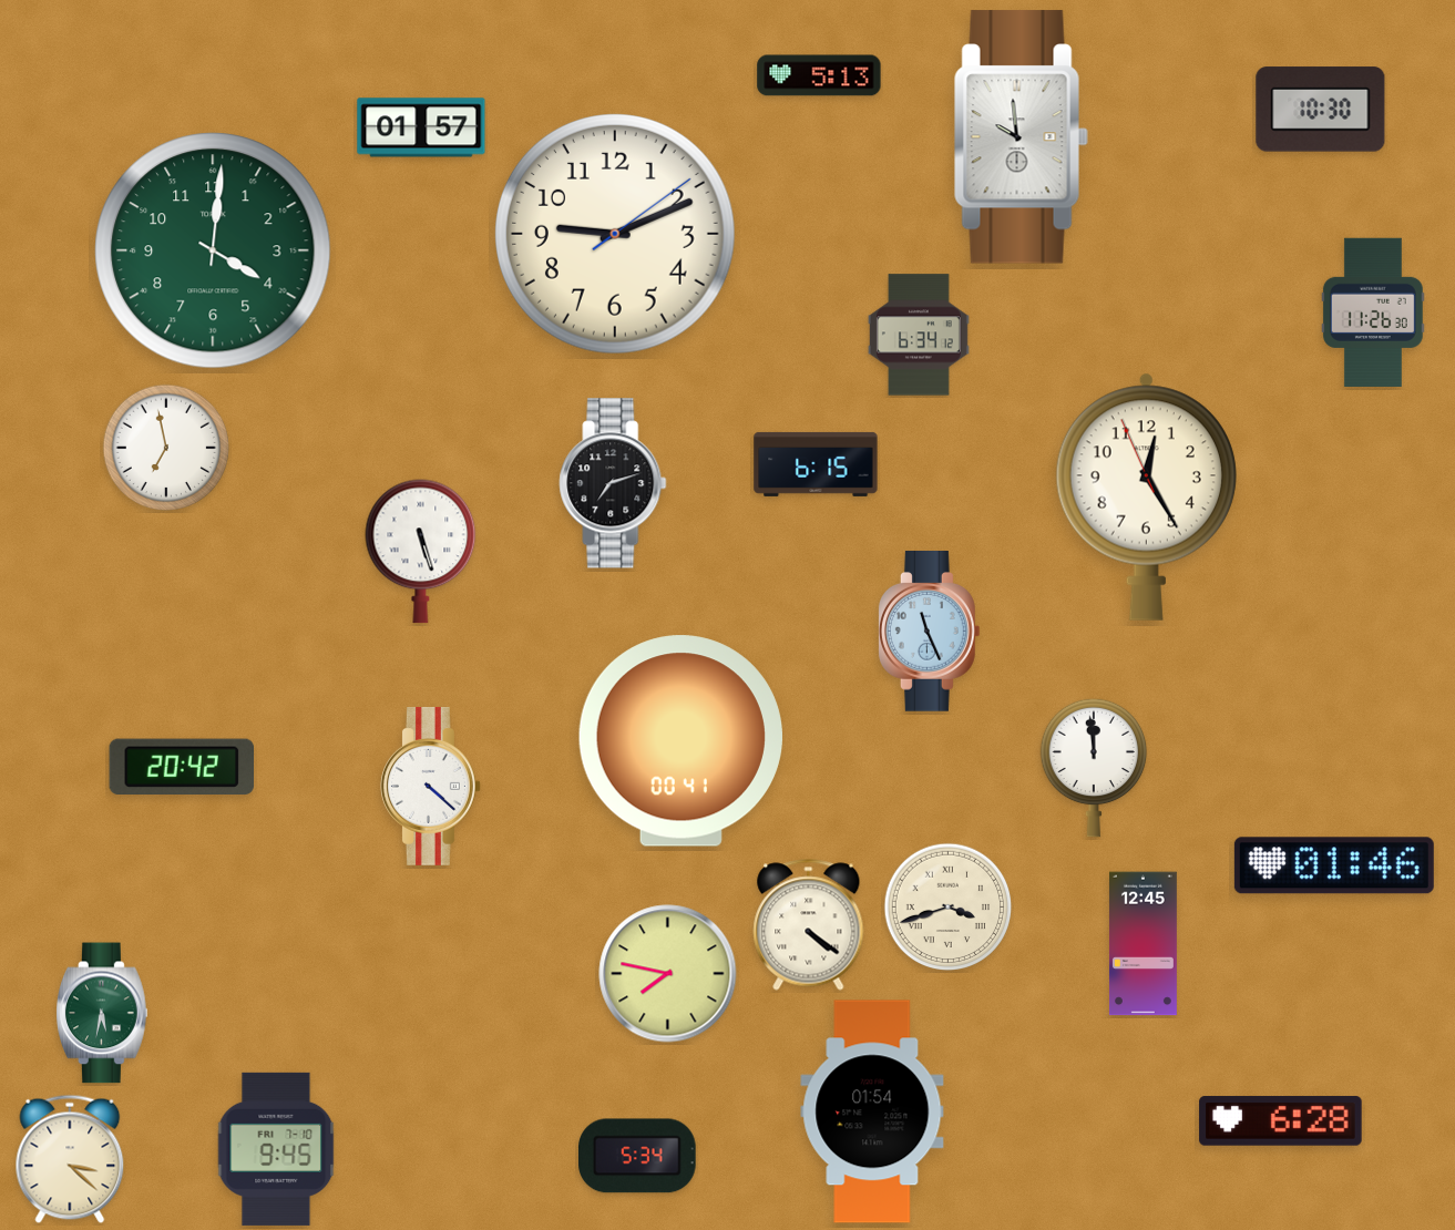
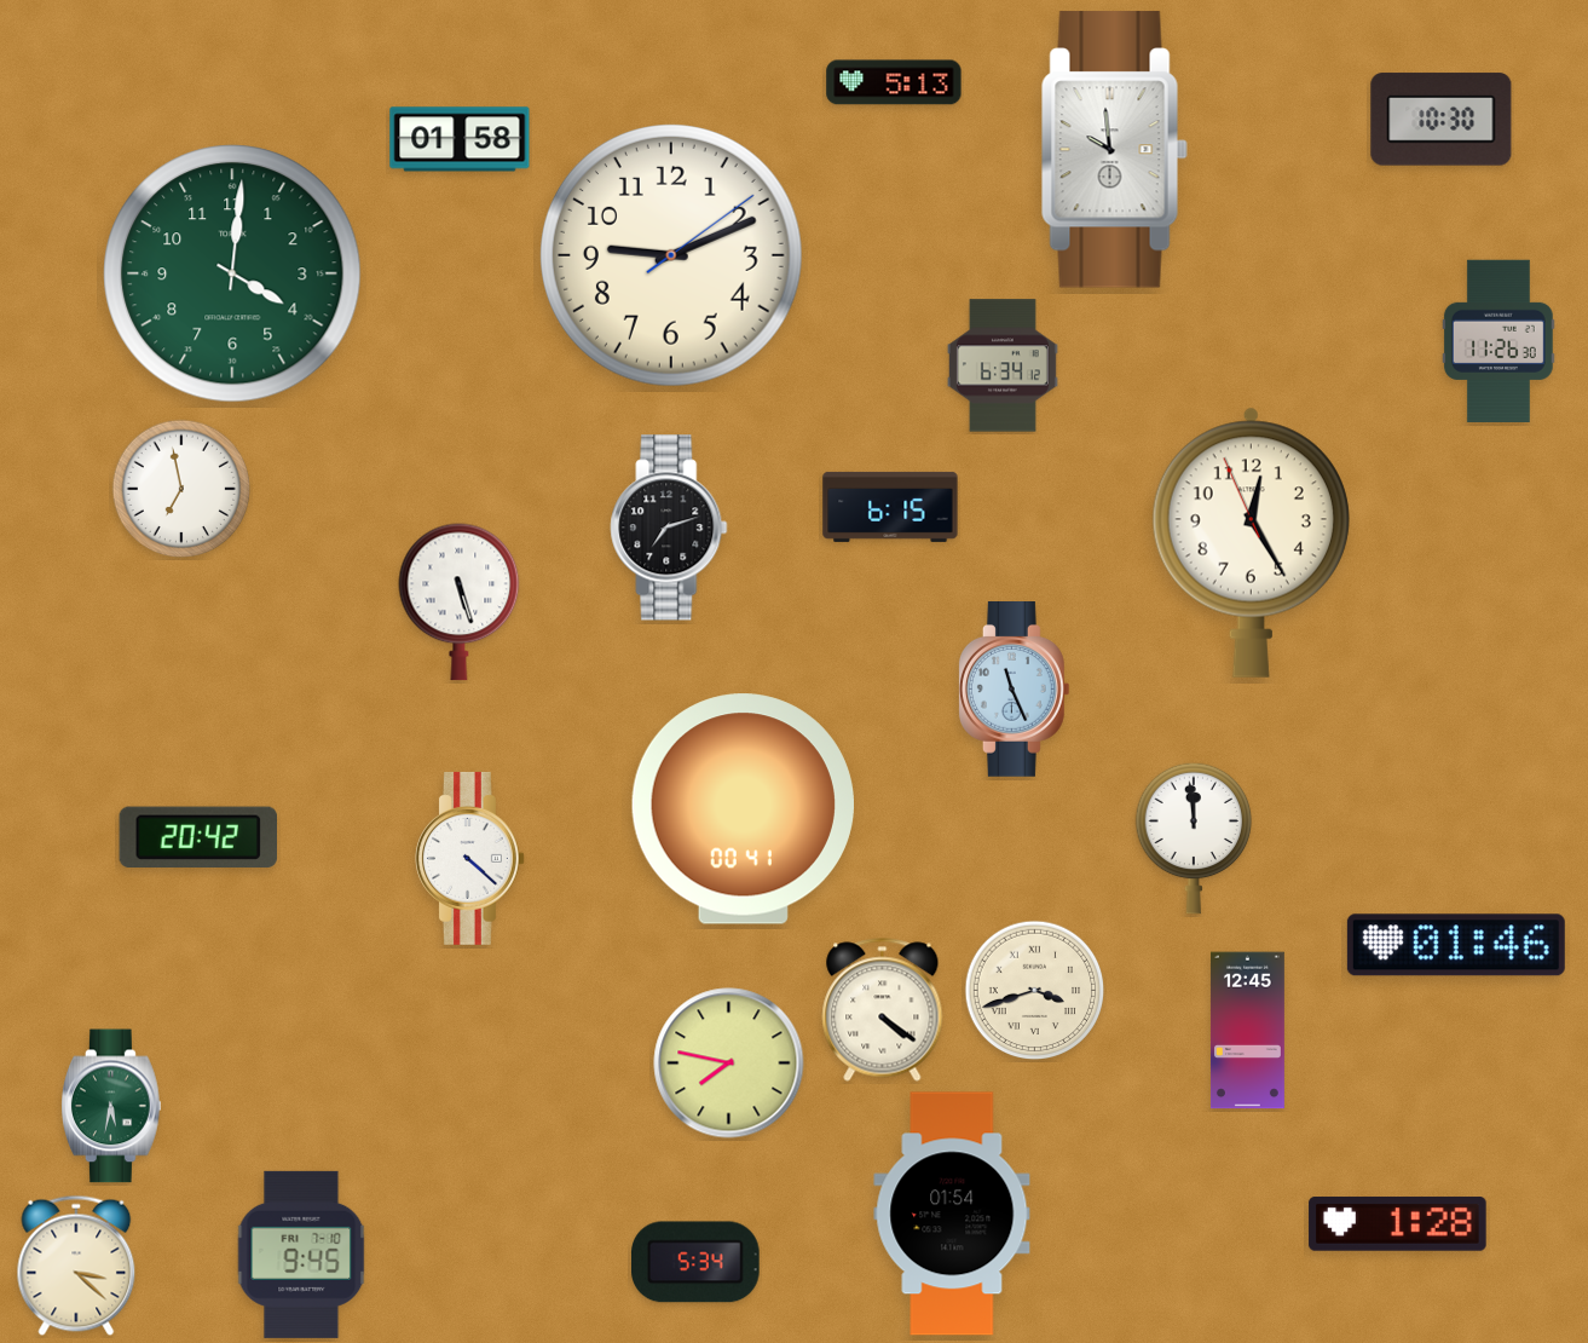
clock at (421, 127): 01:57 -> 01:58
clock at (1281, 1121): 6:28 -> 1:28
